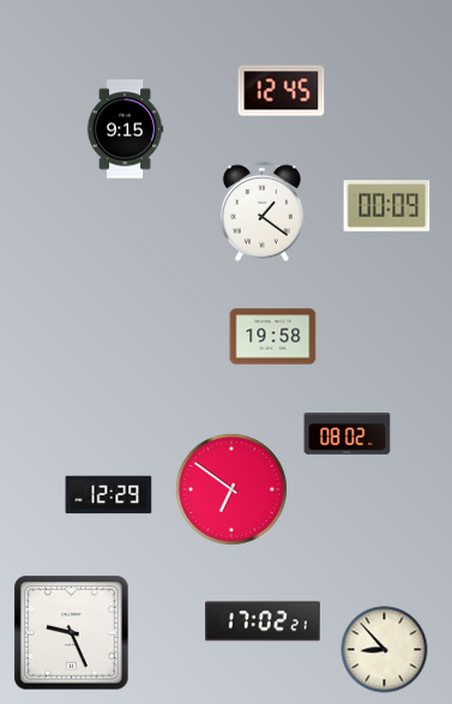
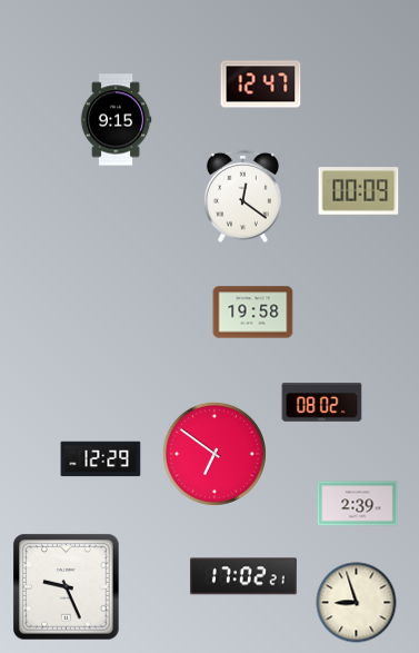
clock at (282, 91): 12:45 -> 12:47
clock at (261, 211): 1:21 -> 12:21
clock at (358, 504): none -> 2:39
clock at (385, 650): 8:53 -> 8:57
